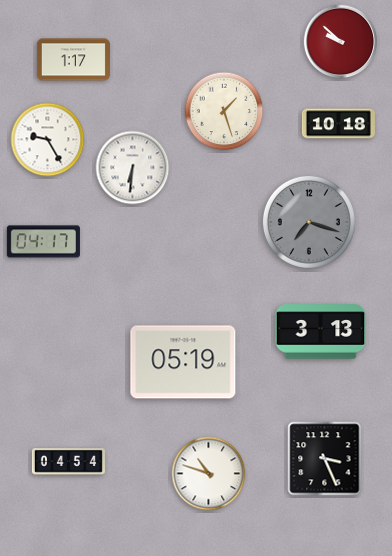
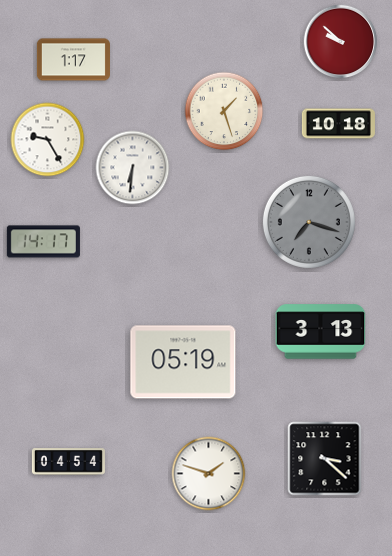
clock at (43, 242): 04:17 -> 14:17
clock at (325, 459): 3:26 -> 3:22
clock at (209, 474): 10:48 -> 1:48
